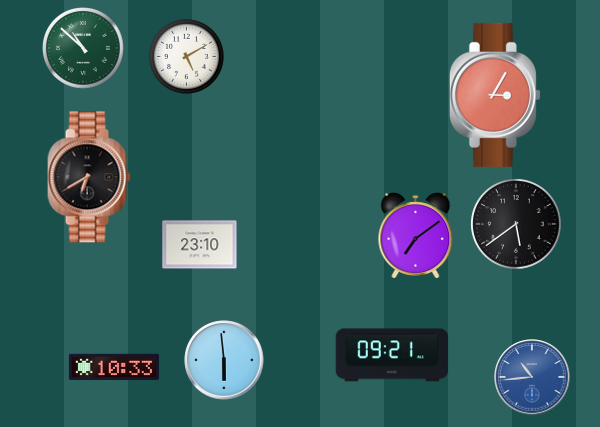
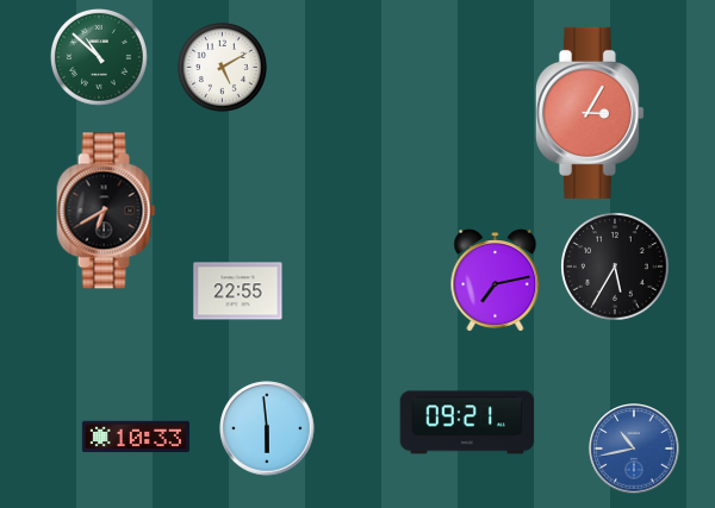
clock at (516, 224): 5:39 -> 5:35
clock at (416, 236): 7:09 -> 7:13
clock at (200, 245): 23:10 -> 22:55
clock at (532, 377): 10:44 -> 10:43
